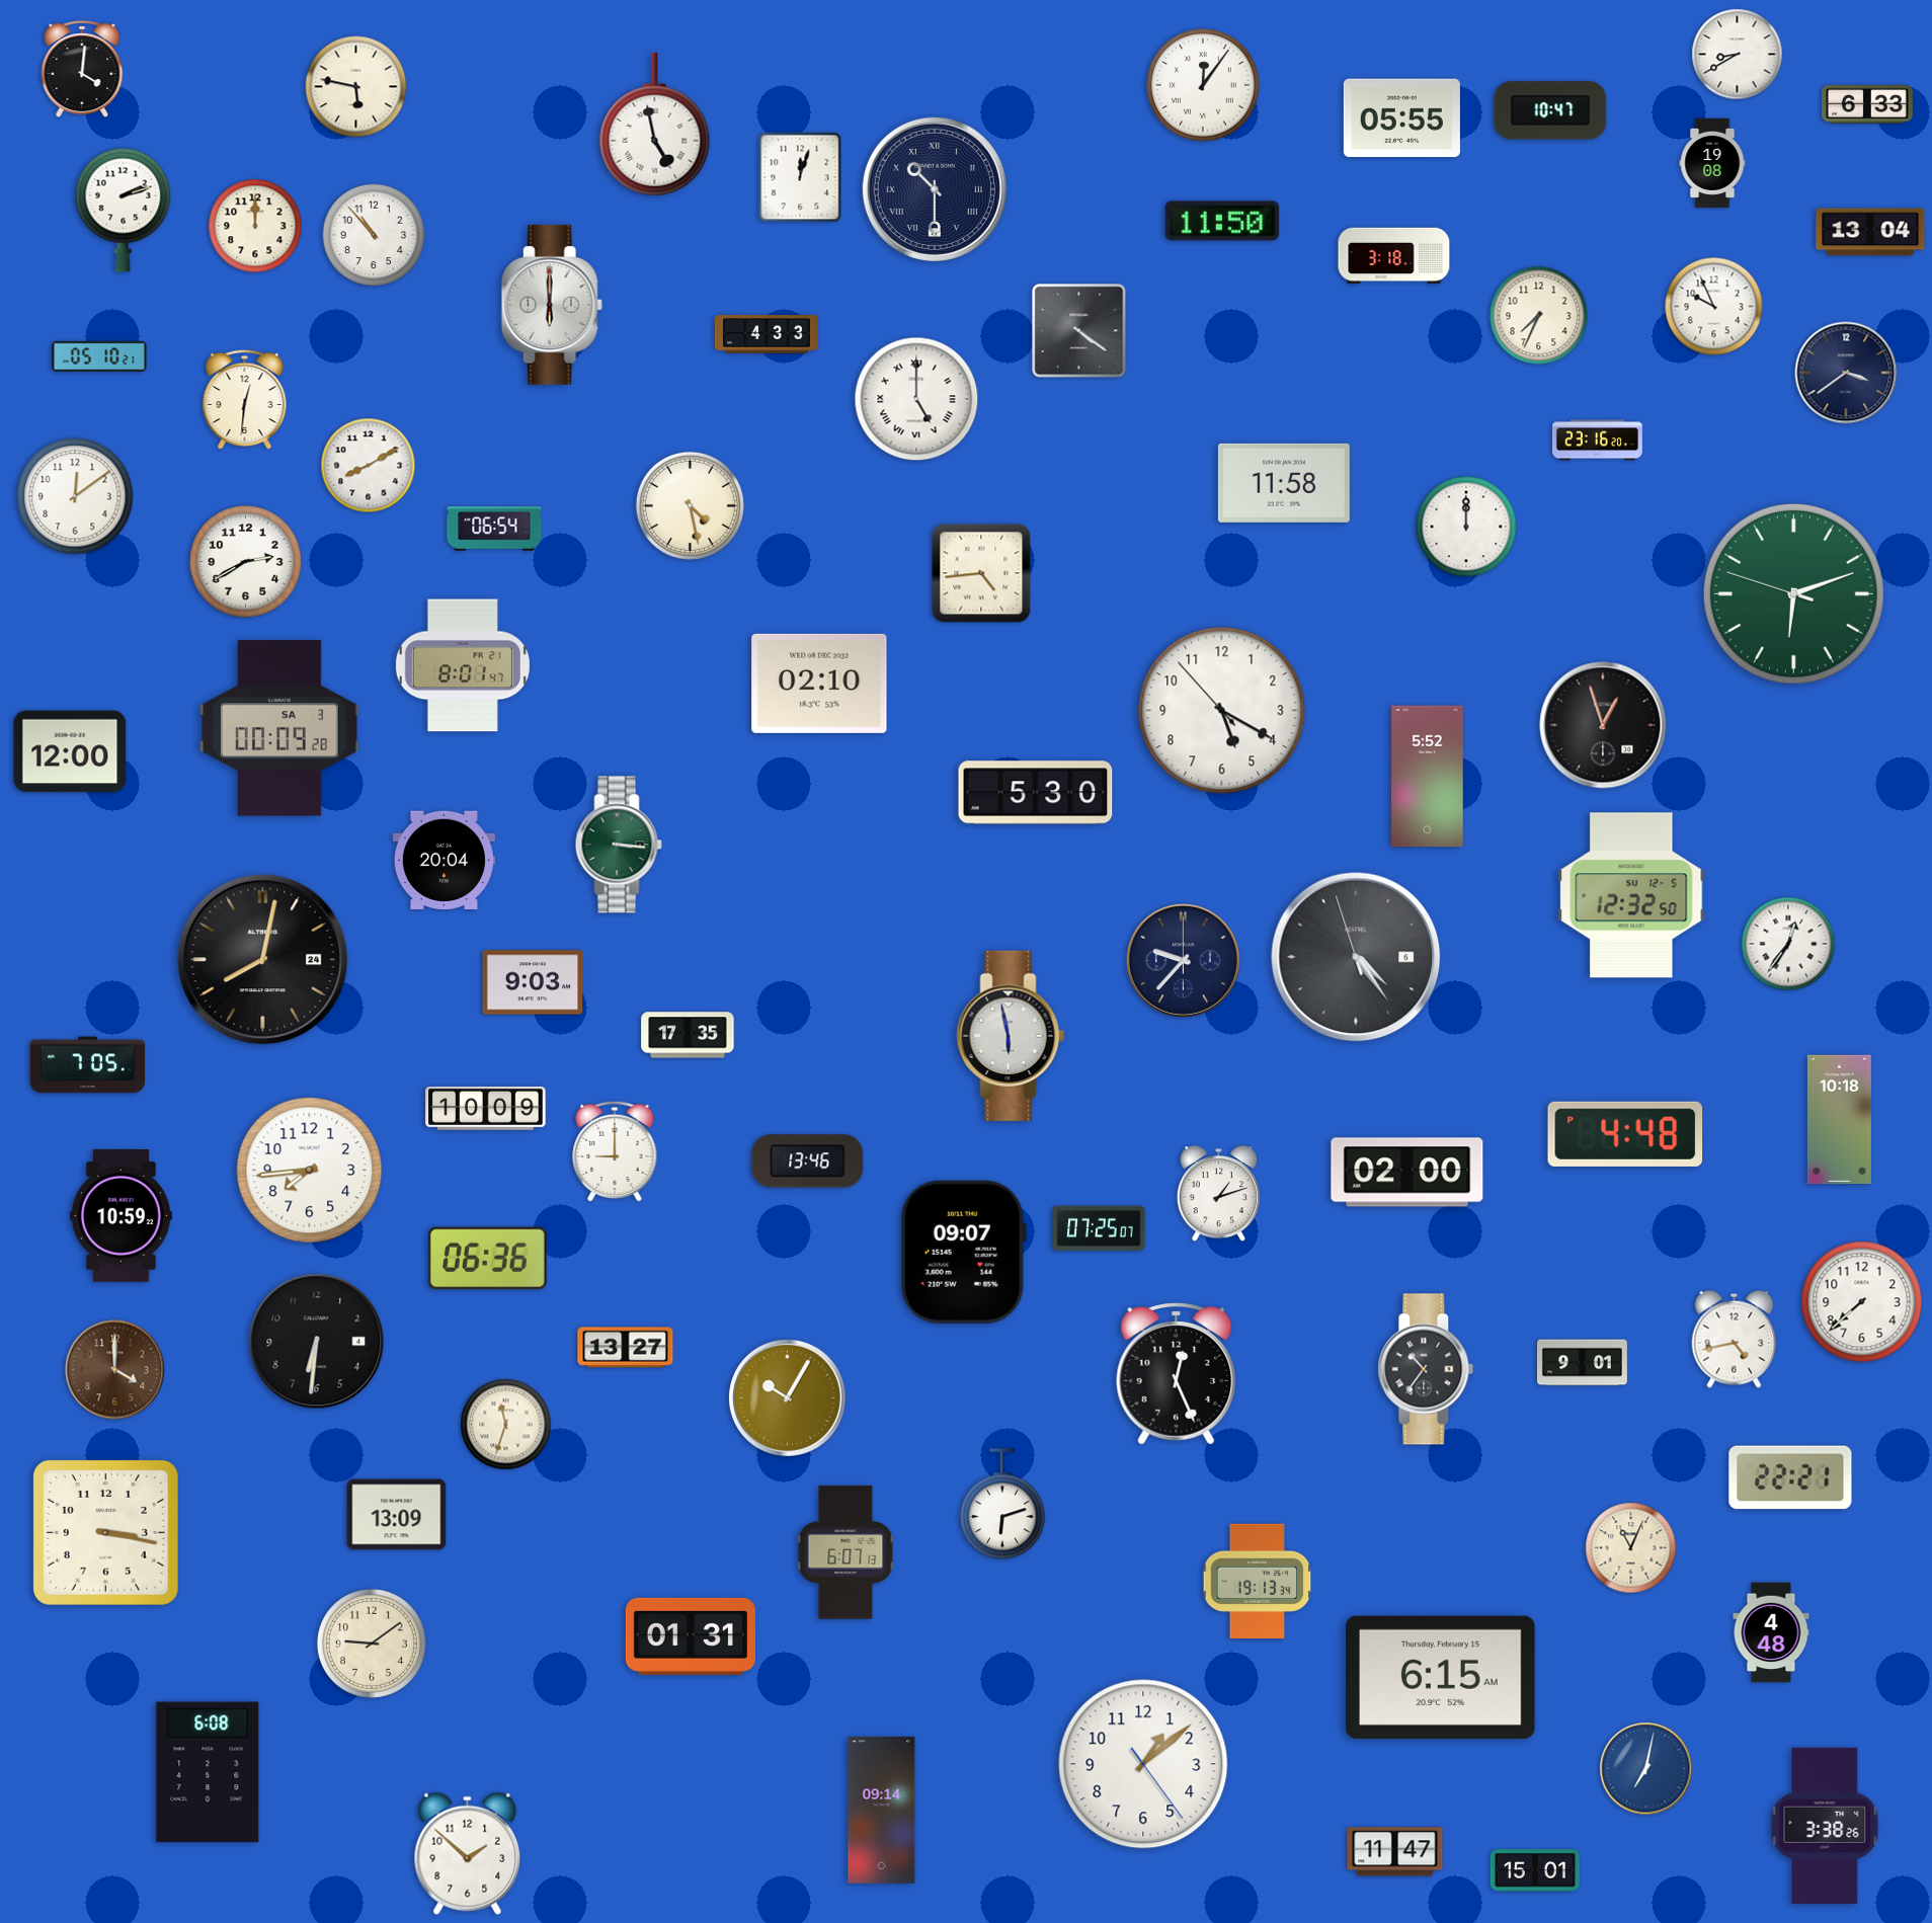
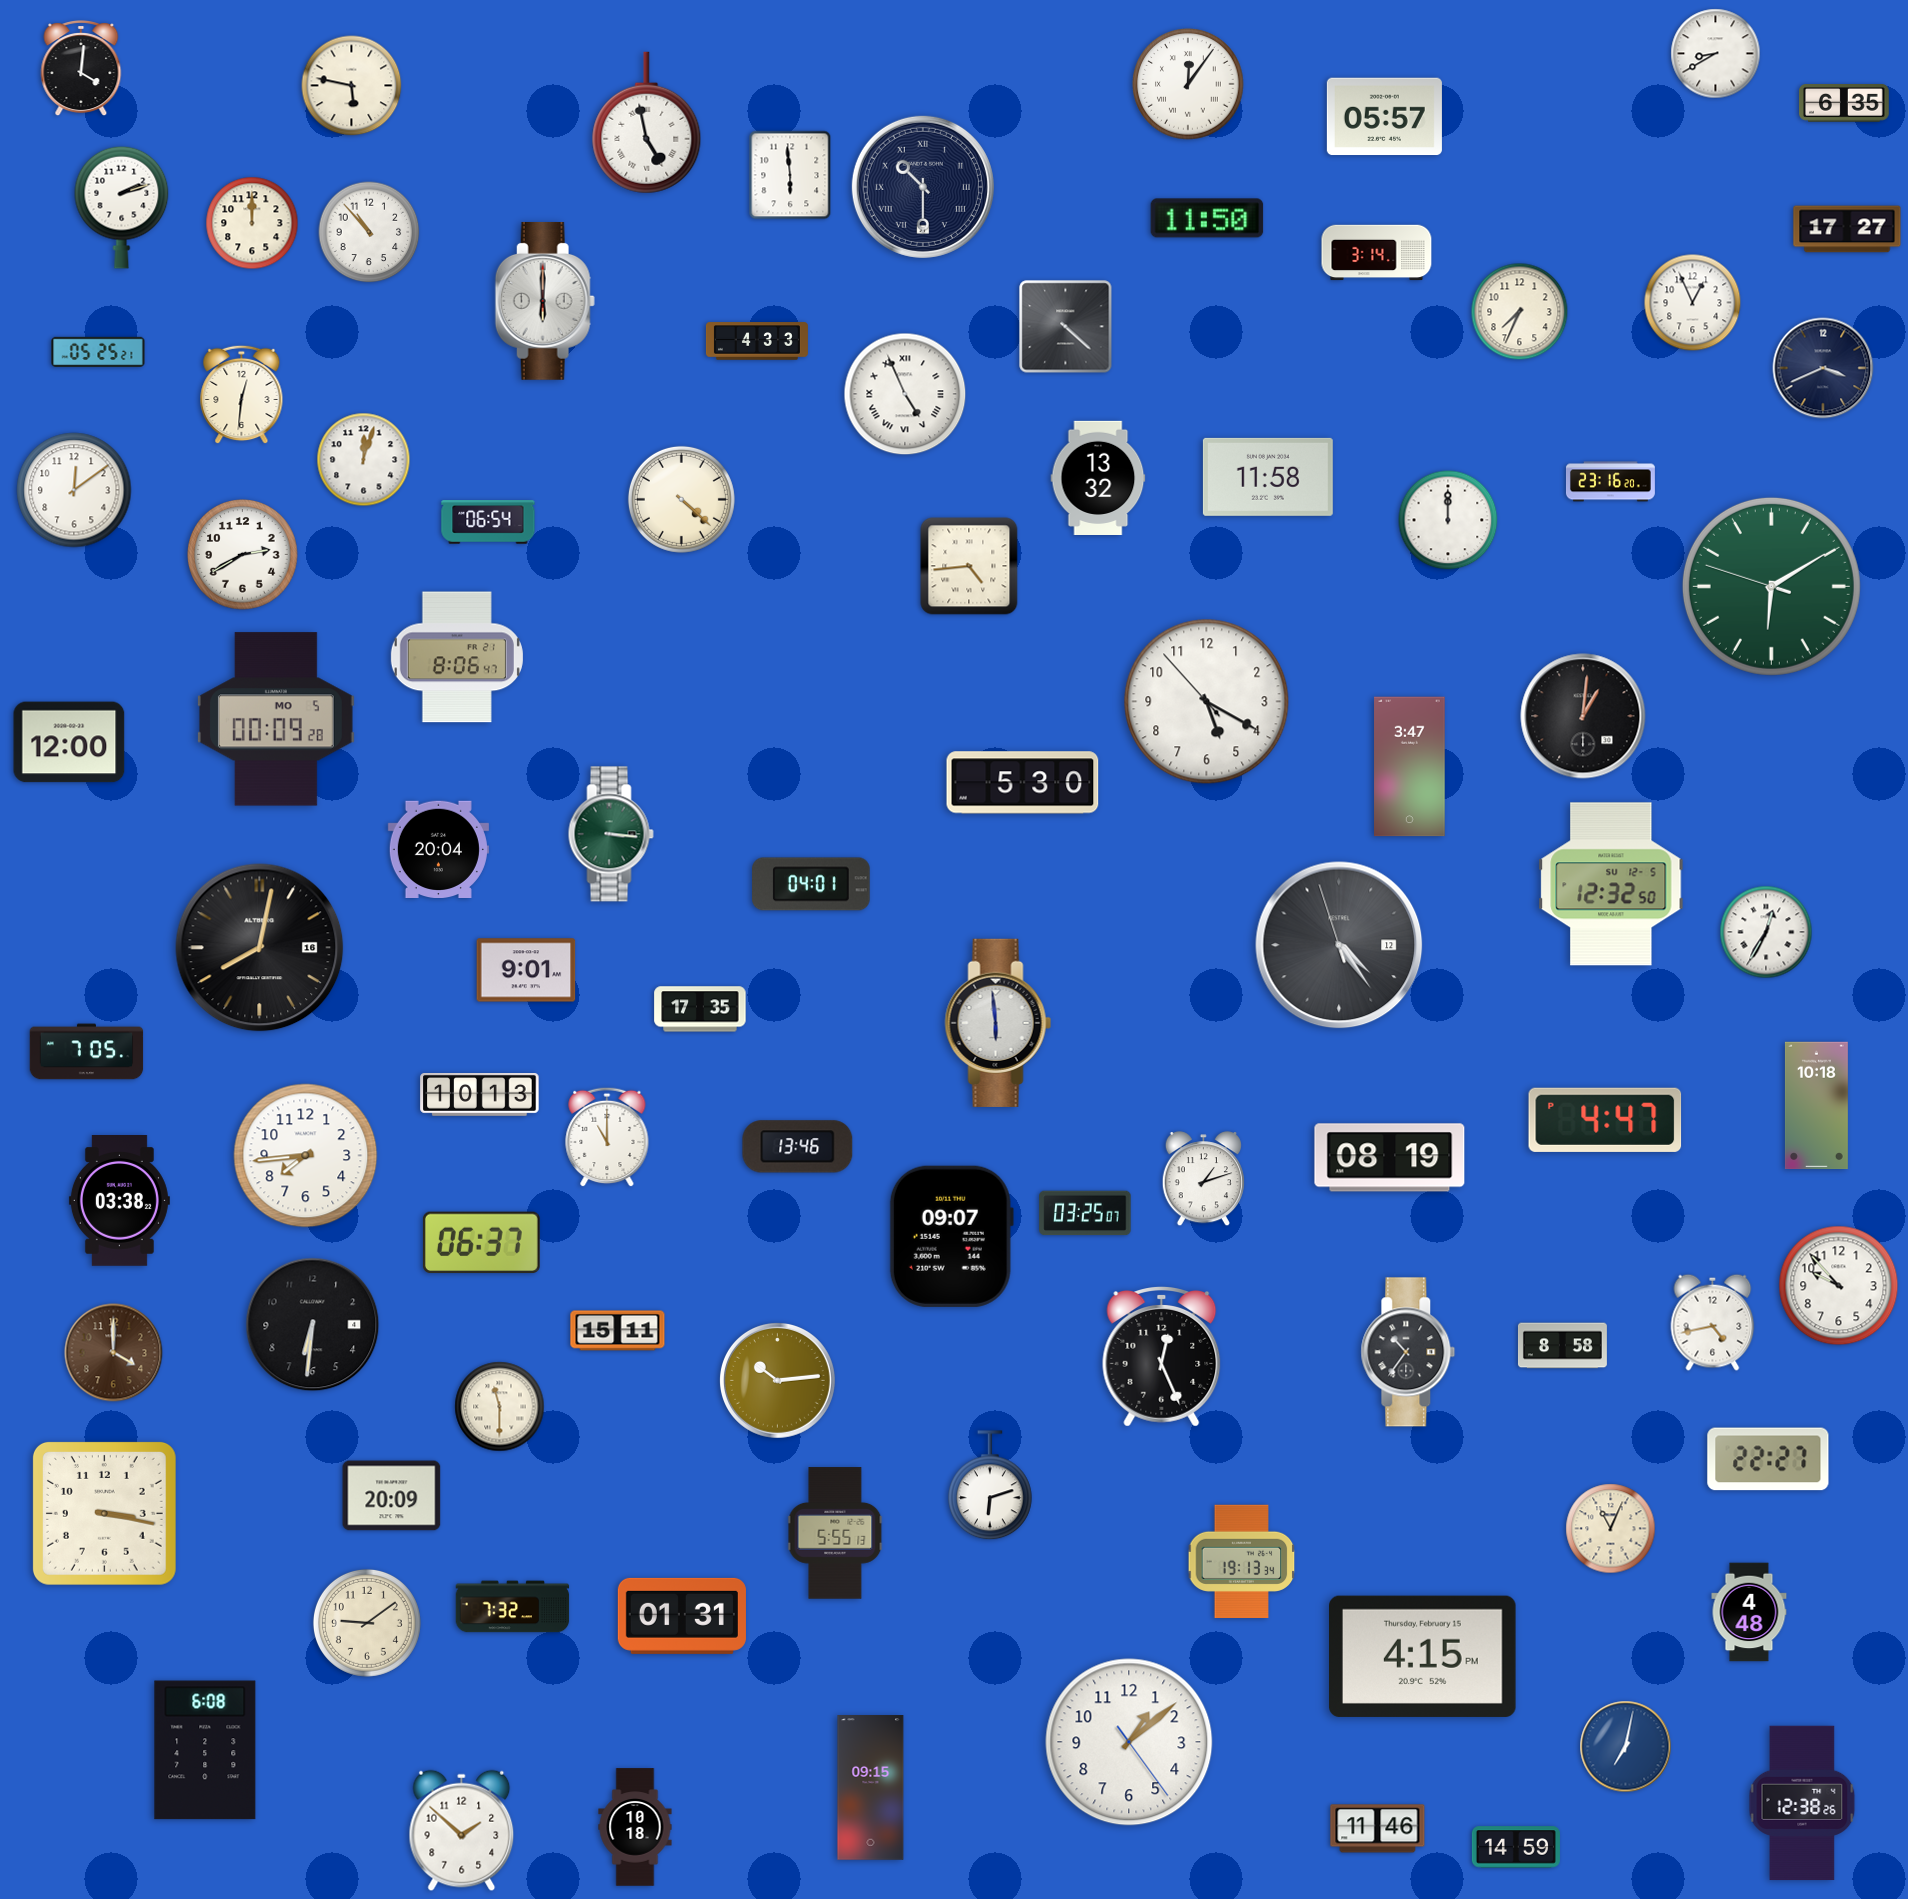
clock at (1868, 105): 6:33 -> 6:35
clock at (1550, 110): 10:47 -> none
clock at (1401, 118): 05:55 -> 05:57
clock at (1712, 163): 19:08 -> none
clock at (800, 177): 12:03 -> 5:59
clock at (1870, 232): 13:04 -> 17:27
clock at (1394, 256): 3:18 -> 3:14
clock at (1714, 307): 9:56 -> 12:56
clock at (1079, 331): 4:21 -> 4:22
clock at (767, 334) position: (767, 334) -> (757, 341)
clock at (99, 355): 05:10 -> 05:25
clock at (1846, 373): 3:39 -> 3:41
clock at (916, 399): 5:00 -> 4:56
clock at (1597, 440) position: (1597, 440) -> (1610, 482)
clock at (369, 466): 8:10 -> 12:03
clock at (1098, 477): none -> 13:32
clock at (690, 505): 4:28 -> 4:22
clock at (1793, 593): 6:11 -> 6:09
clock at (463, 665): 8:01 -> 8:06
clock at (819, 684): 02:10 -> none
clock at (1603, 725): 12:57 -> 1:01
clock at (279, 728) date: SA 3 -> MO 5
clock at (1428, 777): 5:52 -> 3:47
clock at (811, 884): none -> 04:01
clock at (1788, 944): 12:36 -> 12:35
clock at (1356, 957) date: 6 -> 12
clock at (263, 960) date: 24 -> 16
clock at (1183, 960): 9:37 -> none
clock at (533, 982): 9:03 -> 9:01
clock at (688, 1035) position: (688, 1035) -> (700, 1009)
clock at (1011, 1036): 5:58 -> 5:59
clock at (486, 1109): 10:09 -> 10:13
clock at (1625, 1134): 4:48 -> 4:47
clock at (615, 1151): 9:00 -> 11:00
clock at (1407, 1173): 02:00 -> 08:19
clock at (120, 1216): 10:59 -> 03:38
clock at (1099, 1228): 07:25 -> 03:25
clock at (487, 1259): 06:36 -> 06:37
clock at (1862, 1302): 7:38 -> 9:53
clock at (626, 1348): 13:27 -> 15:11
clock at (1582, 1363): 9:01 -> 8:58
clock at (787, 1397): 10:05 -> 10:14
clock at (506, 1425): 11:33 -> 11:30
clock at (1790, 1477): 22:21 -> 22:27
clock at (397, 1515): 13:09 -> 20:09
clock at (846, 1552): 6:07 -> 5:55
clock at (513, 1607): none -> 7:32
clock at (1441, 1677): 6:15 -> 4:15
clock at (882, 1811): 09:14 -> 09:15
clock at (1825, 1826): 3:38 -> 12:38
clock at (635, 1827): none -> 10:18
clock at (1395, 1852): 11:47 -> 11:46
clock at (1535, 1870): 15:01 -> 14:59
